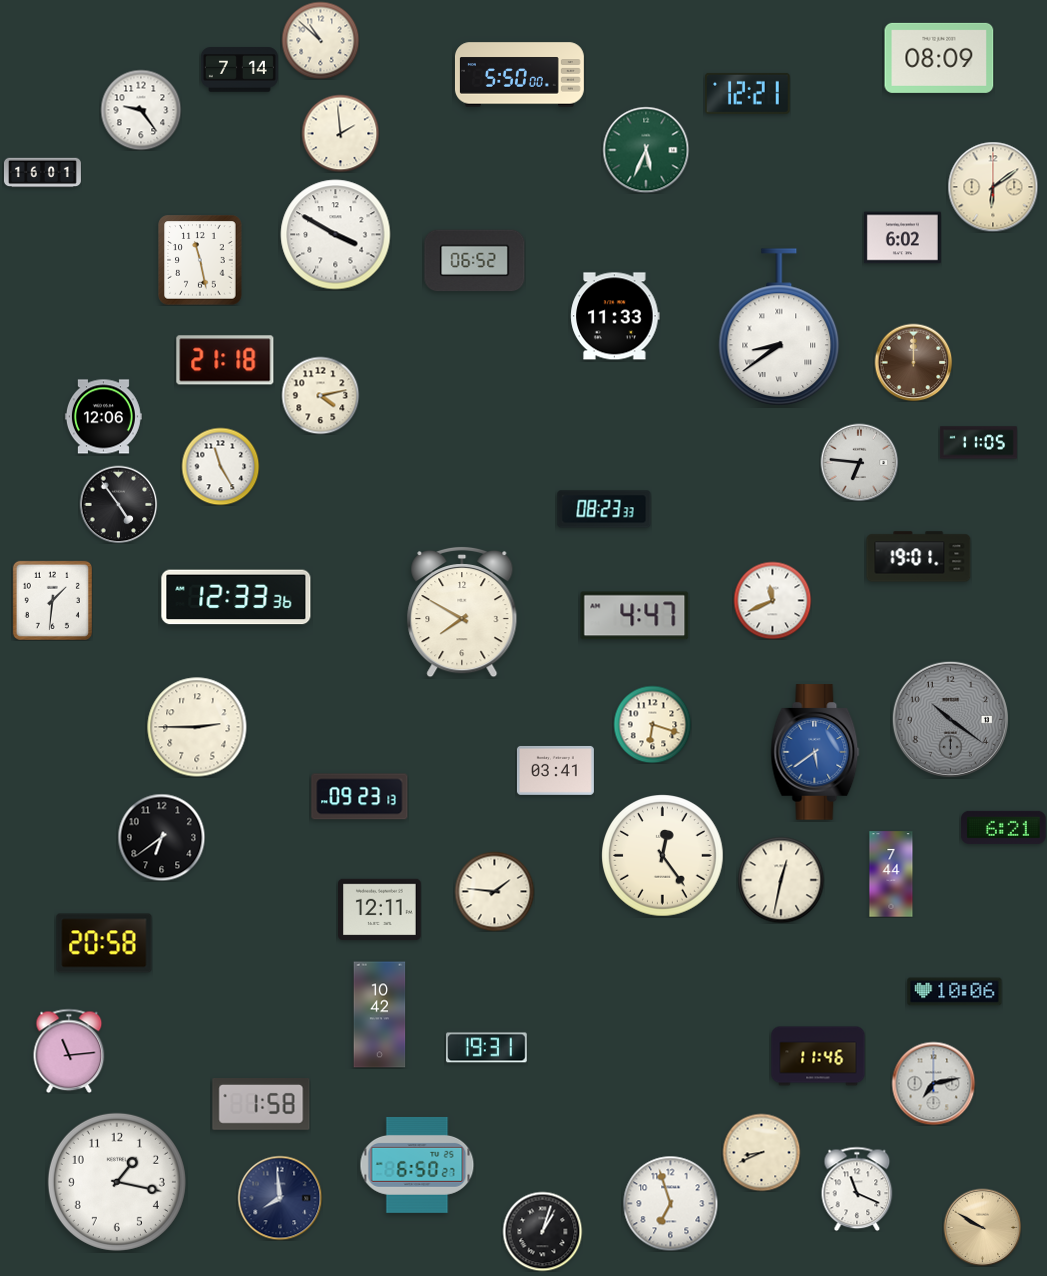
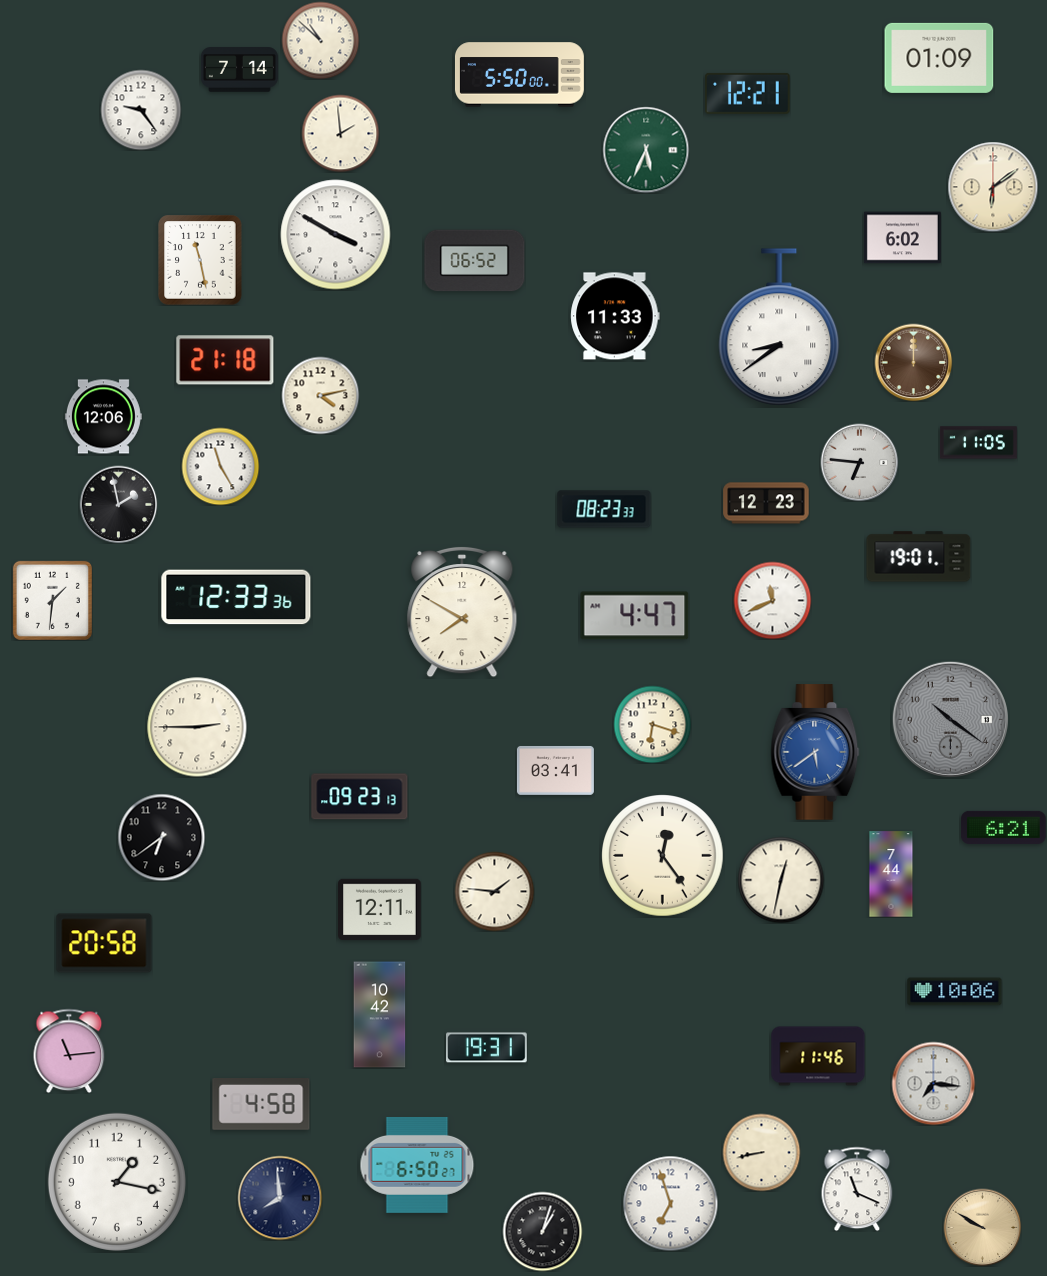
clock at (939, 58): 08:09 -> 01:09
clock at (42, 173): 16:01 -> none
clock at (766, 503): none -> 12:23
clock at (118, 504): 4:54 -> 1:58
clock at (933, 1083): 7:13 -> 7:16
clock at (261, 1105): 1:58 -> 4:58
clock at (761, 1152): 8:41 -> 8:43
